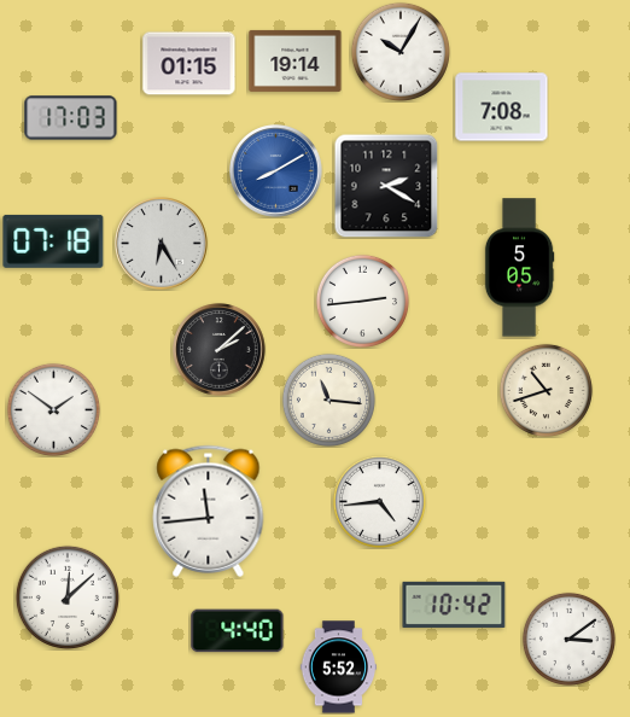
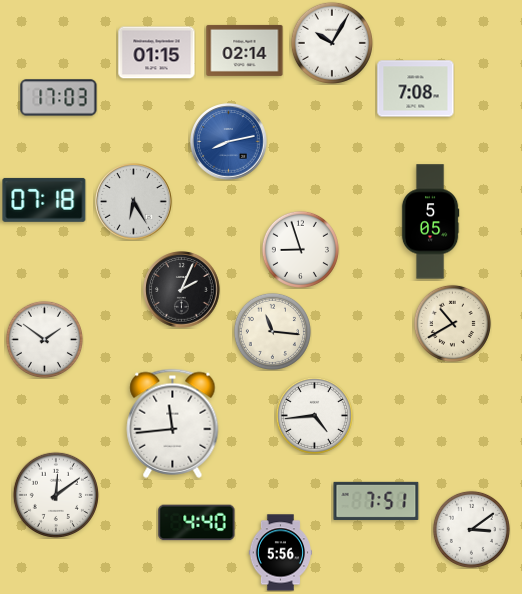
clock at (296, 60): 19:14 -> 02:14
clock at (276, 171): 8:10 -> 8:13
clock at (386, 186): 2:20 -> none
clock at (362, 301): 2:44 -> 8:57
clock at (220, 350): 2:08 -> 2:04
clock at (546, 390): 10:42 -> 10:40
clock at (66, 596): 12:08 -> 12:09
clock at (454, 605): 10:42 -> 7:51
clock at (338, 668): 5:52 -> 5:56
